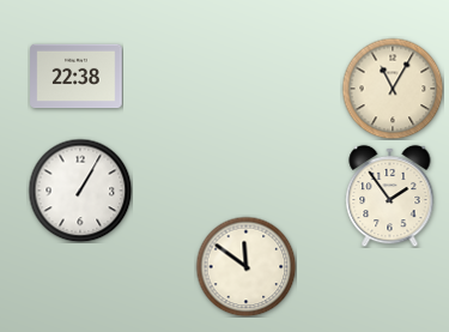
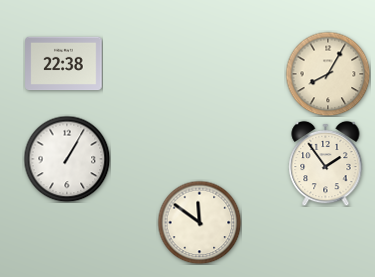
clock at (393, 89): 11:05 -> 8:05
clock at (245, 266) position: (245, 266) -> (199, 222)
